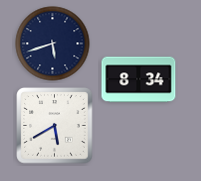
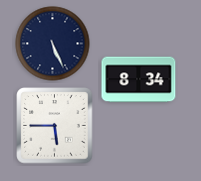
clock at (53, 44): 5:42 -> 5:26
clock at (55, 126): 5:40 -> 5:45
